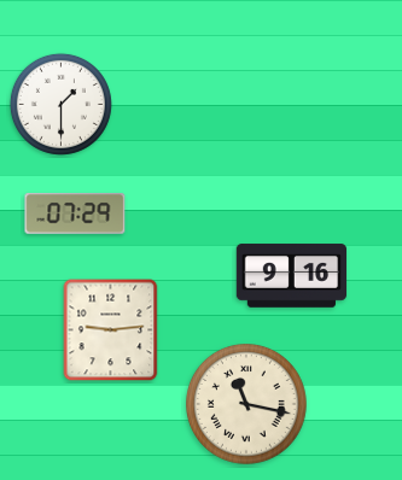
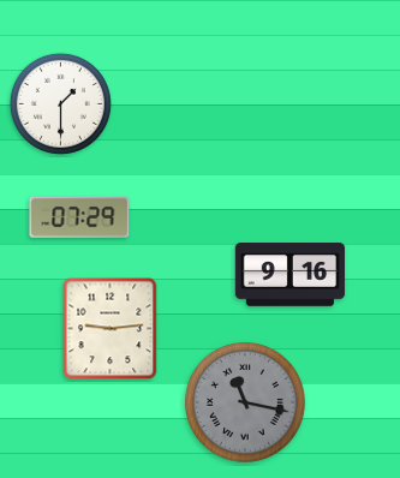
clock at (75, 213) position: (75, 213) -> (79, 217)
clock at (247, 405) dial: cream -> grey
